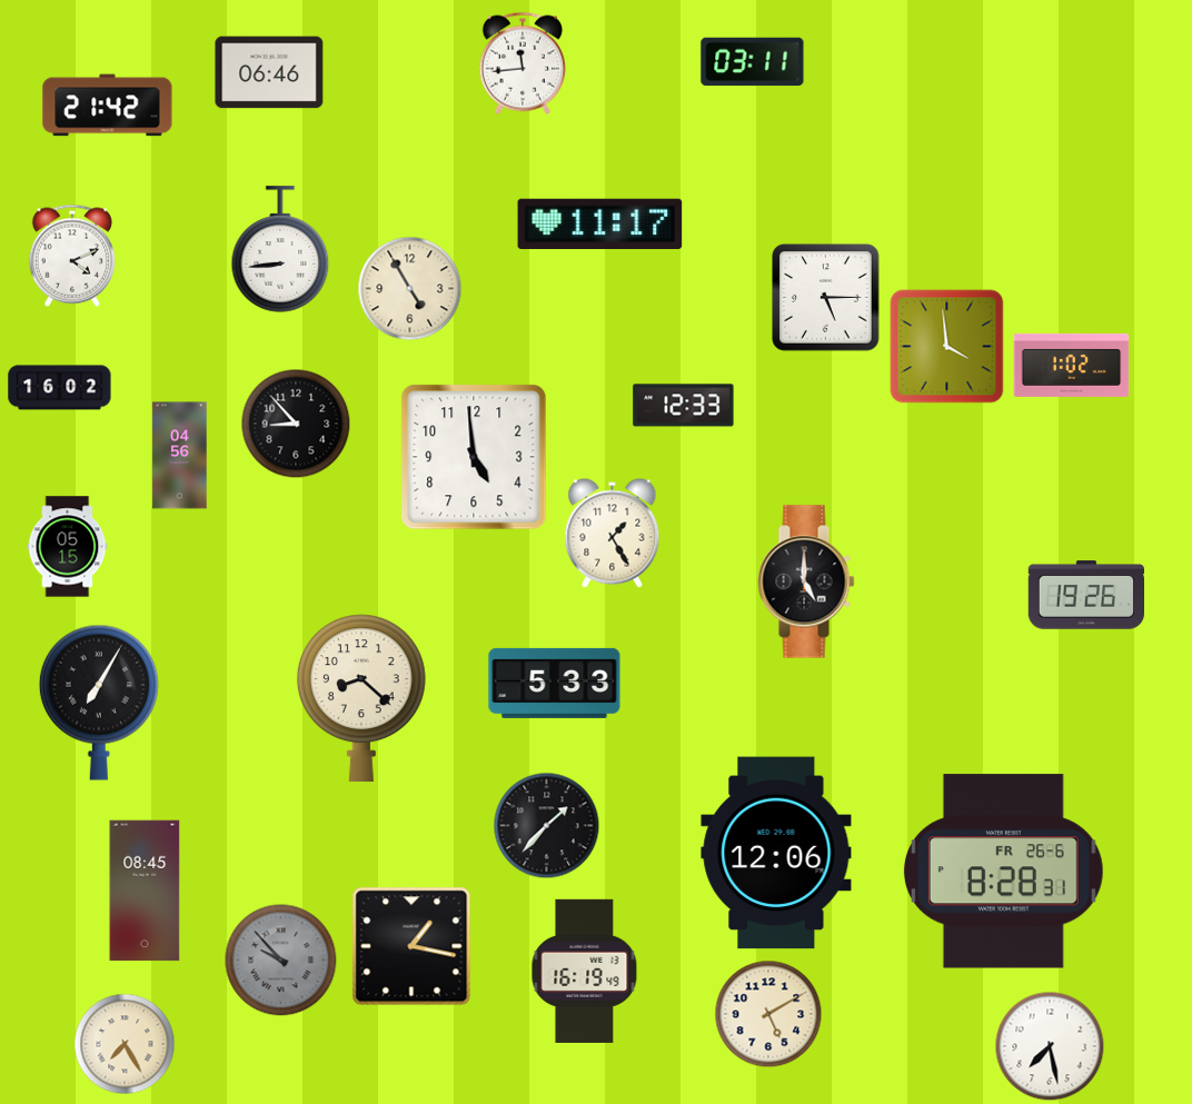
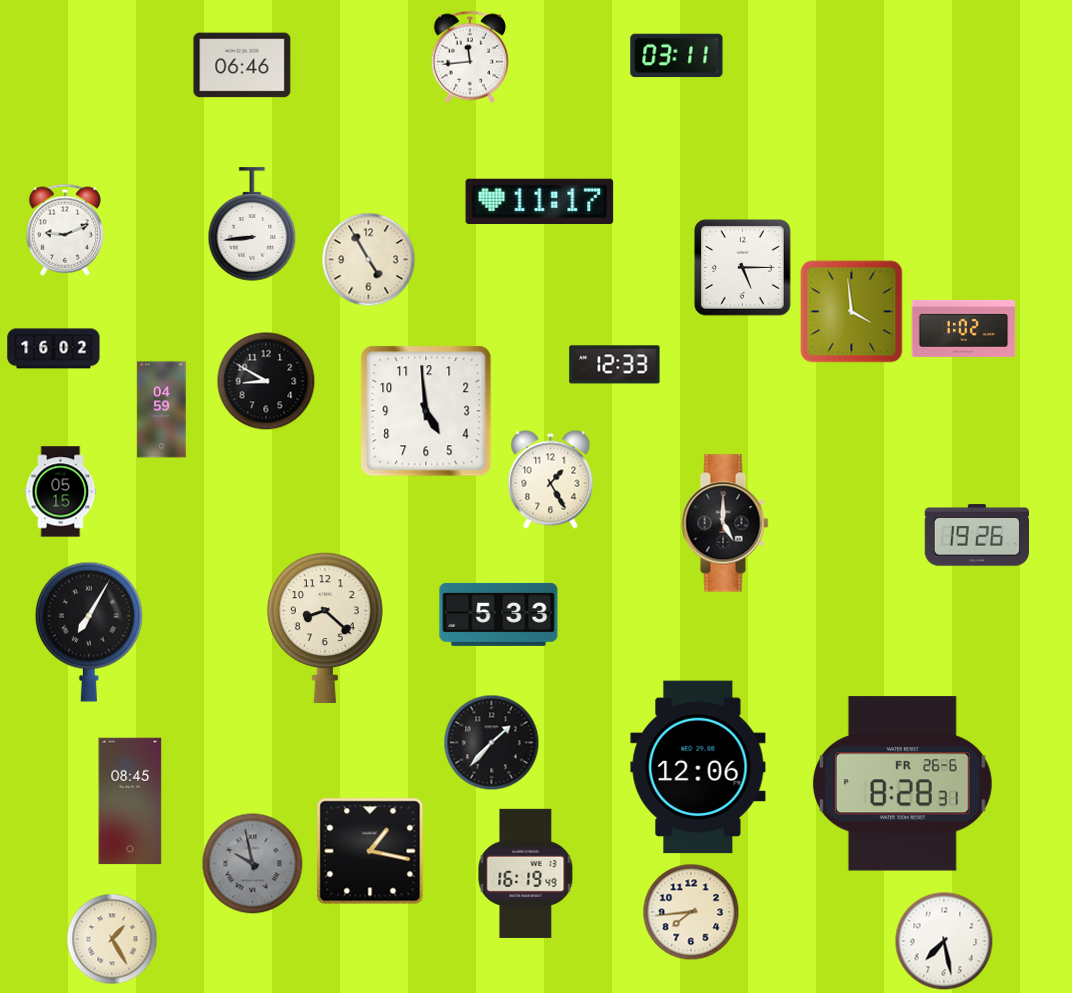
clock at (108, 106): 21:42 -> none
clock at (71, 256): 4:11 -> 9:11
clock at (296, 424): 8:53 -> 8:50
clock at (180, 456): 04:56 -> 04:59
clock at (281, 961): 9:53 -> 9:58
clock at (768, 1014): 5:10 -> 7:44
clock at (125, 1044): 7:25 -> 1:25
